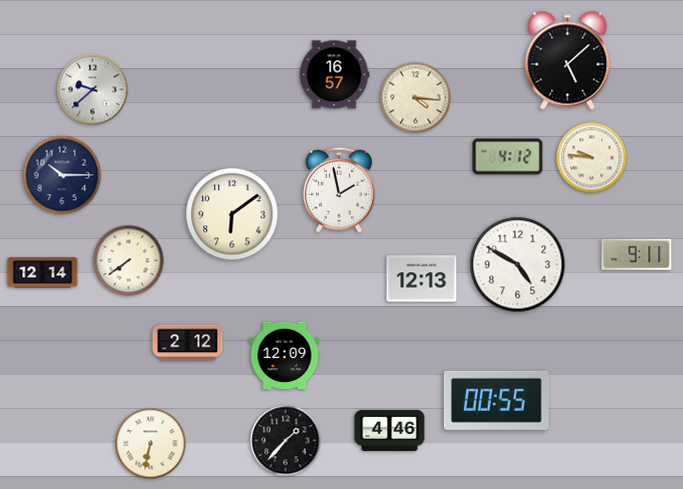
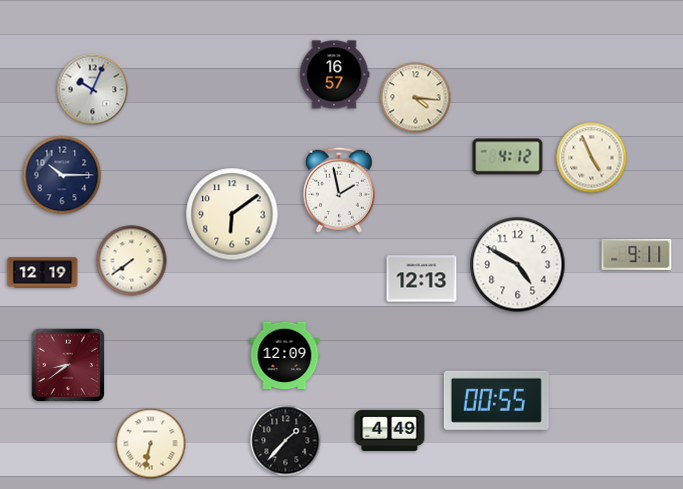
clock at (568, 61): 5:08 -> none
clock at (93, 90): 9:38 -> 10:04
clock at (592, 158): 9:46 -> 4:56
clock at (129, 261) position: (129, 261) -> (132, 261)
clock at (43, 273): 12:14 -> 12:19
clock at (188, 343): 2:12 -> none
clock at (67, 364): none -> 8:39
clock at (390, 430): 4:46 -> 4:49
